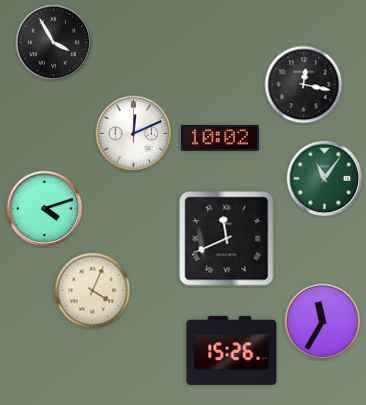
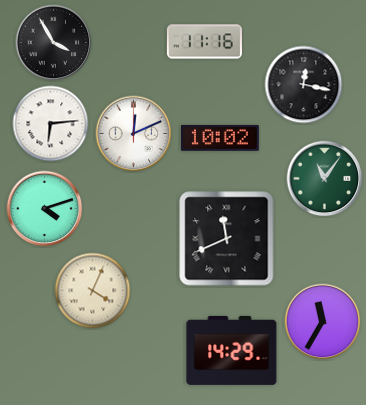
clock at (204, 42): none -> 11:16
clock at (51, 124): none -> 6:14
clock at (232, 350): 15:26 -> 14:29
